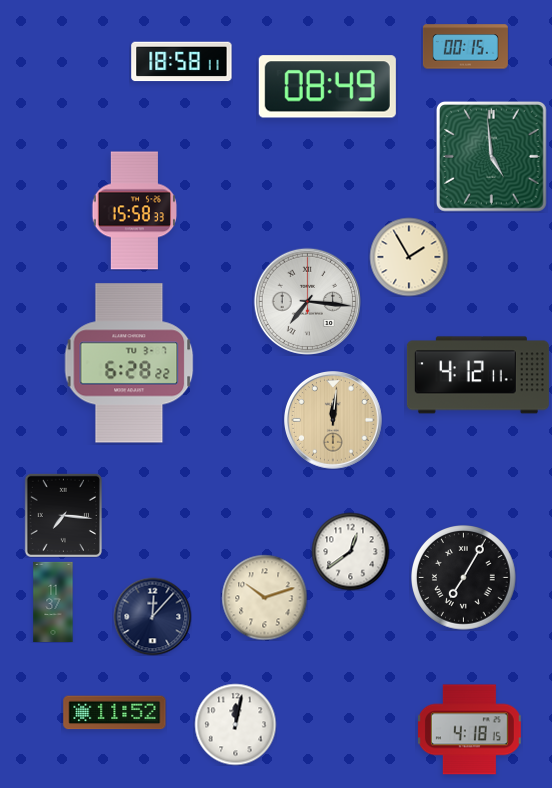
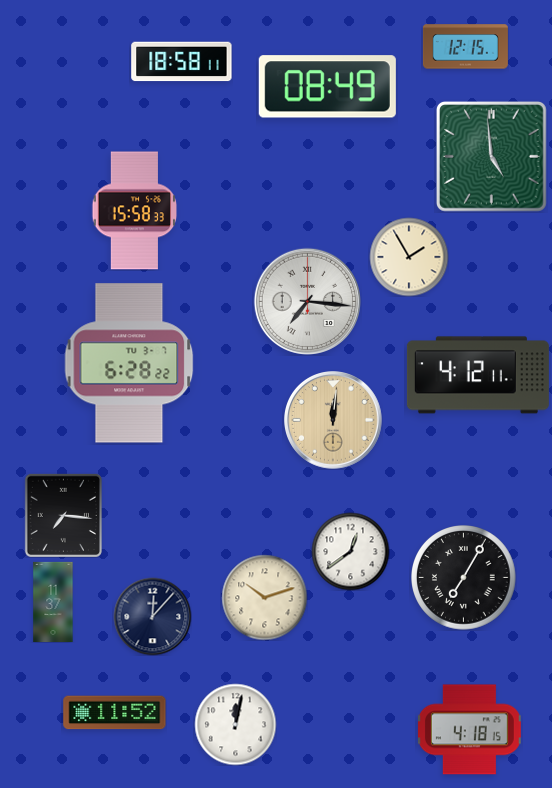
clock at (465, 47): 00:15 -> 12:15
